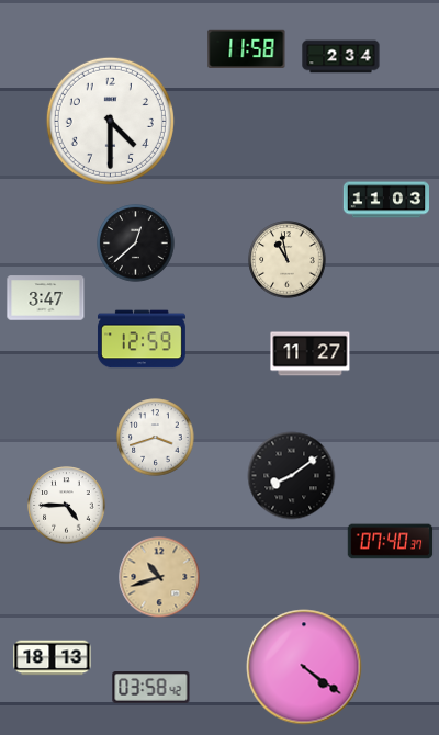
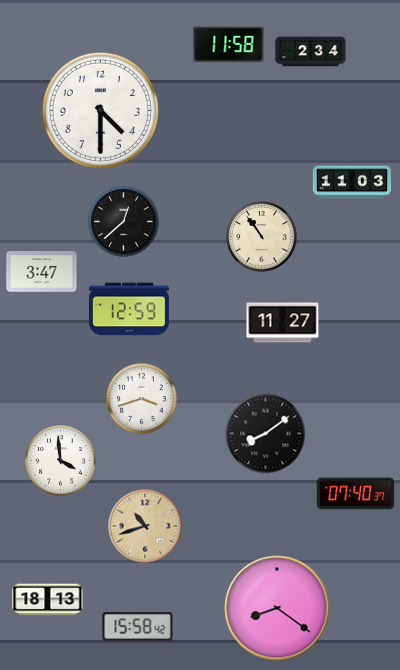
clock at (247, 49) position: (247, 49) -> (229, 45)
clock at (288, 260): 10:58 -> 10:54
clock at (67, 506): 4:45 -> 3:59
clock at (304, 667): 4:21 -> 8:21
clock at (151, 688): 03:58 -> 15:58
